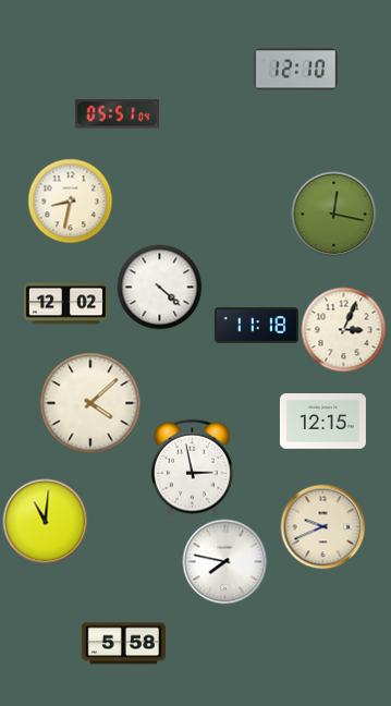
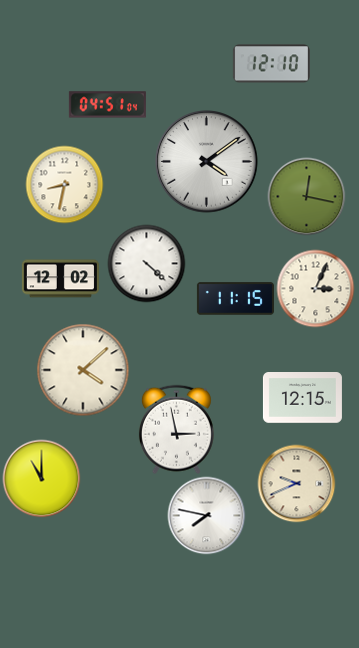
clock at (117, 114): 05:51 -> 04:51
clock at (207, 162): none -> 4:09
clock at (256, 326): 11:18 -> 11:15
clock at (343, 329) position: (343, 329) -> (315, 288)
clock at (322, 422) position: (322, 422) -> (302, 398)
clock at (45, 521): 11:01 -> 11:00
clock at (123, 644): 5:58 -> none
